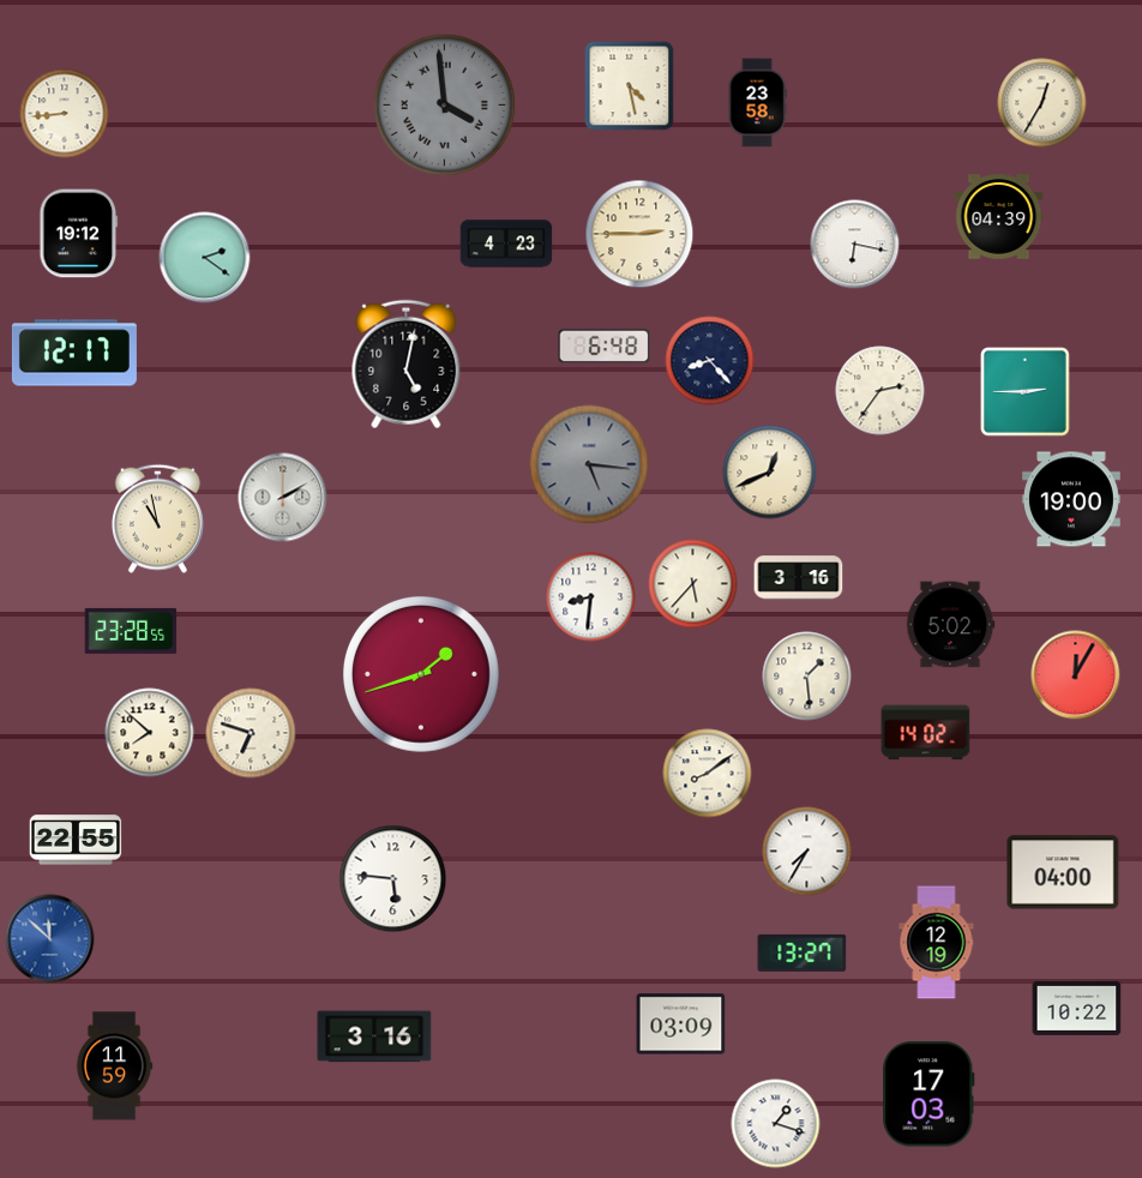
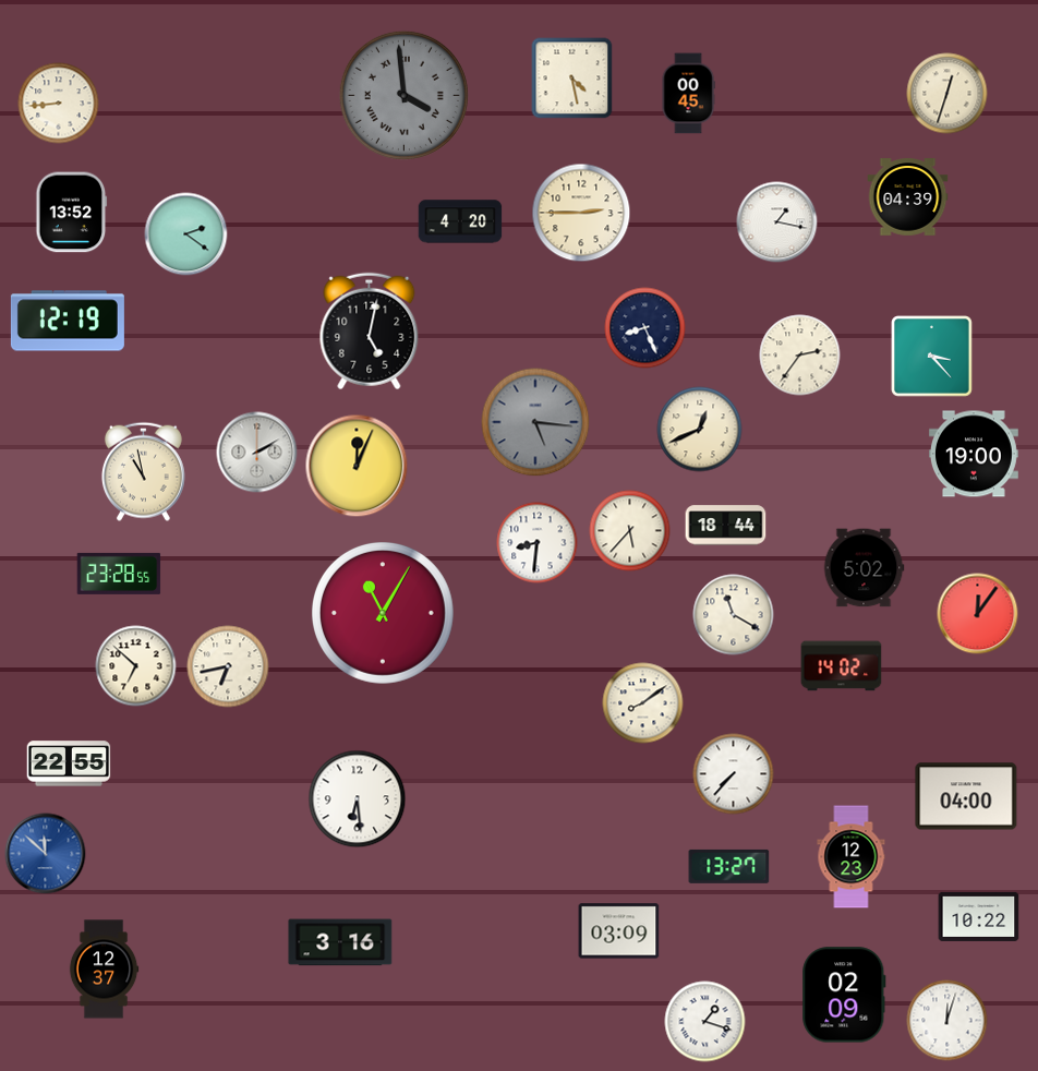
clock at (757, 103): 23:58 -> 00:45
clock at (1042, 103): 12:35 -> 12:33
clock at (79, 234): 19:12 -> 13:52
clock at (506, 244): 4:23 -> 4:20
clock at (855, 245): 6:17 -> 1:17
clock at (605, 347): 6:48 -> none
clock at (74, 353): 12:17 -> 12:19
clock at (710, 361): 8:23 -> 8:26
clock at (1026, 392): 2:45 -> 3:23
clock at (357, 466): none -> 12:04
clock at (799, 578): 3:16 -> 18:44
clock at (421, 674): 1:42 -> 11:05
clock at (1076, 675): 12:05 -> 12:06
clock at (807, 677): 1:29 -> 11:20
clock at (150, 733): 7:52 -> 6:52
clock at (251, 733): 6:48 -> 6:43
clock at (807, 852): 7:35 -> 7:37
clock at (1063, 872) position: (1063, 872) -> (966, 796)
clock at (393, 879): 5:46 -> 6:29
clock at (937, 943): 12:19 -> 12:23
clock at (114, 1066): 11:59 -> 12:37
clock at (928, 1094): 17:03 -> 02:09
clock at (948, 1021): none -> 12:03
